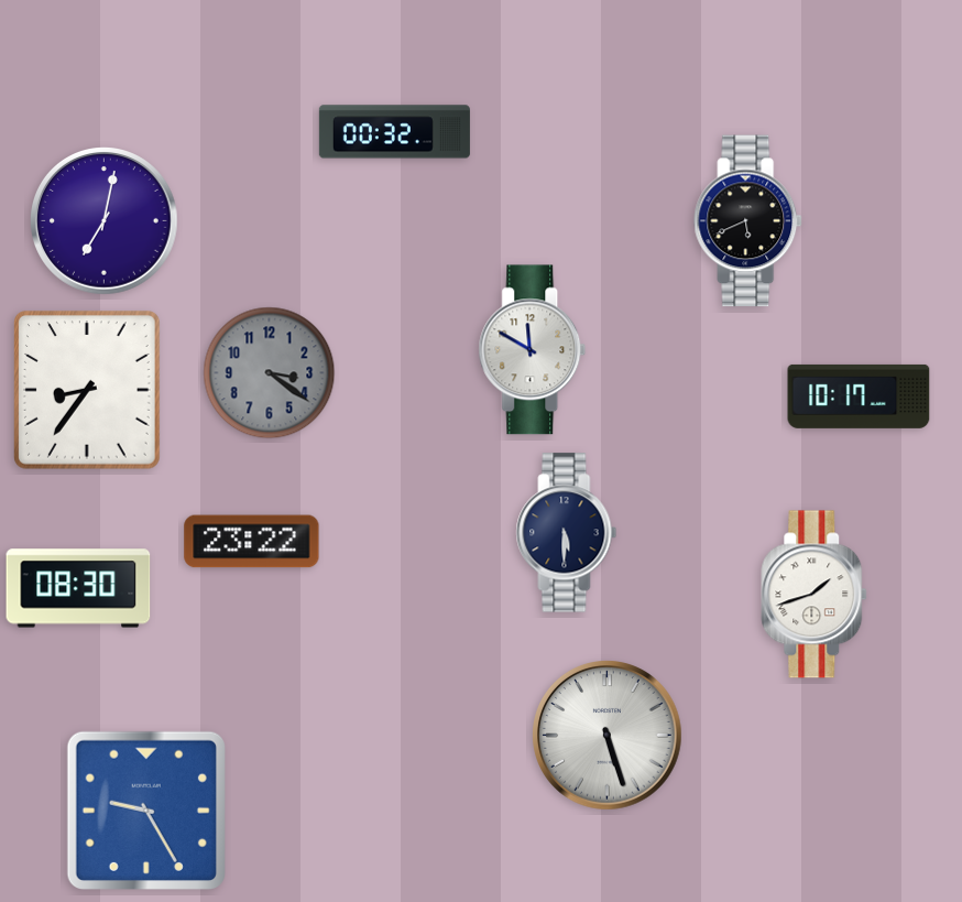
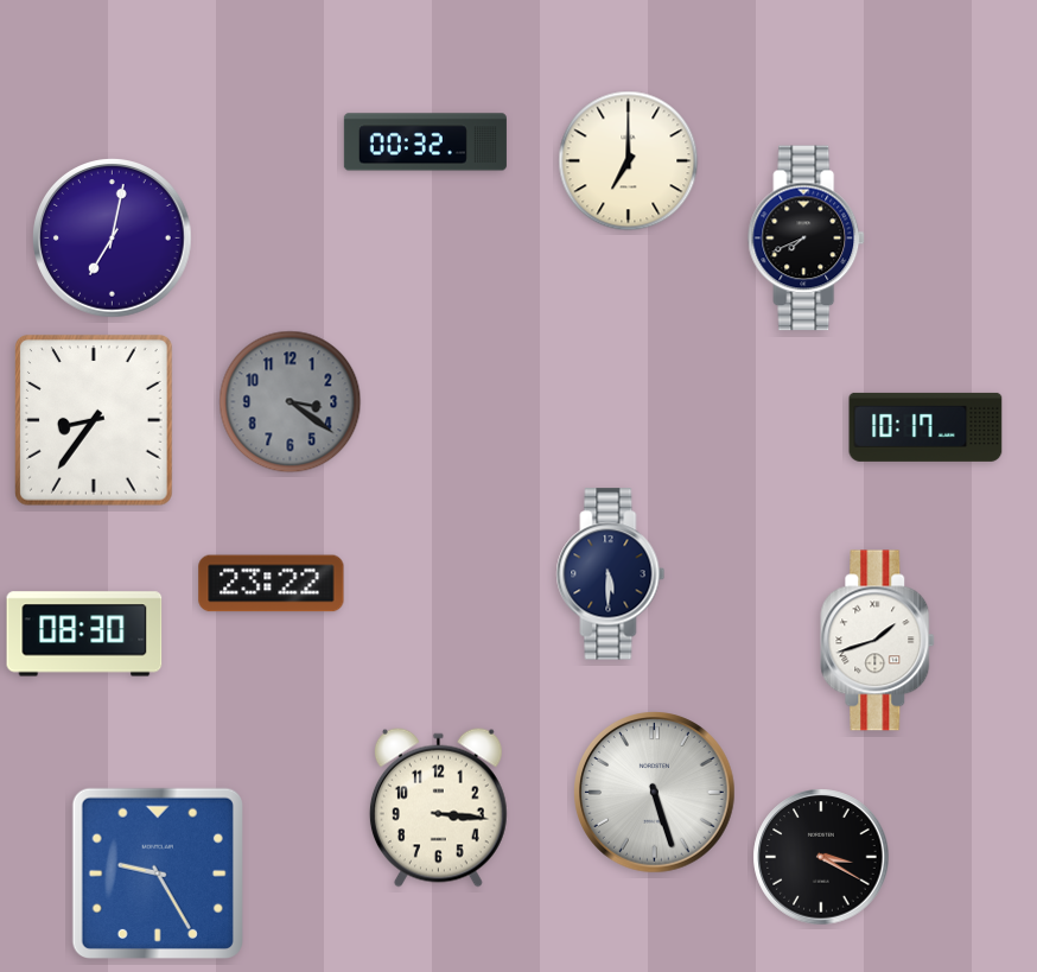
clock at (629, 161): none -> 7:00
clock at (748, 221): 5:41 -> 7:41
clock at (533, 350): 11:50 -> none
clock at (438, 807): none -> 3:16
clock at (821, 857): none -> 3:20
